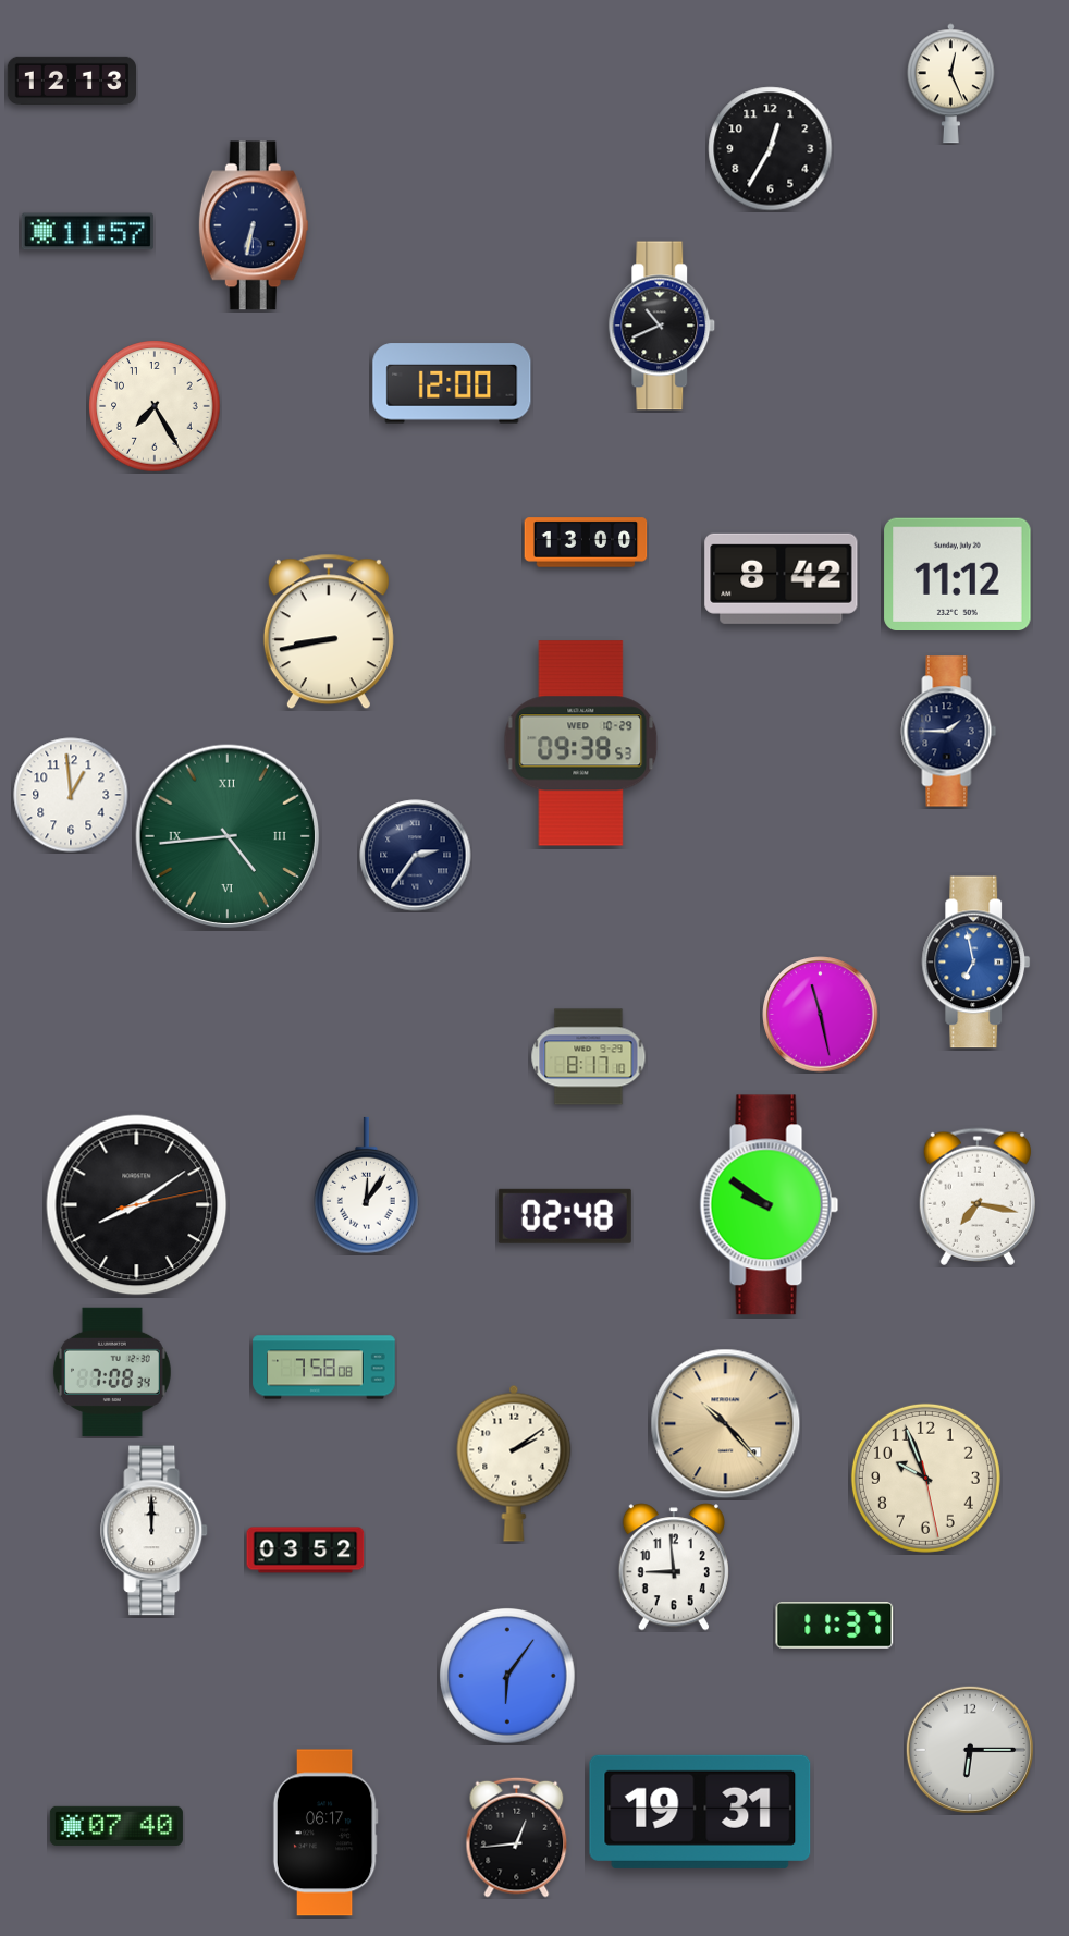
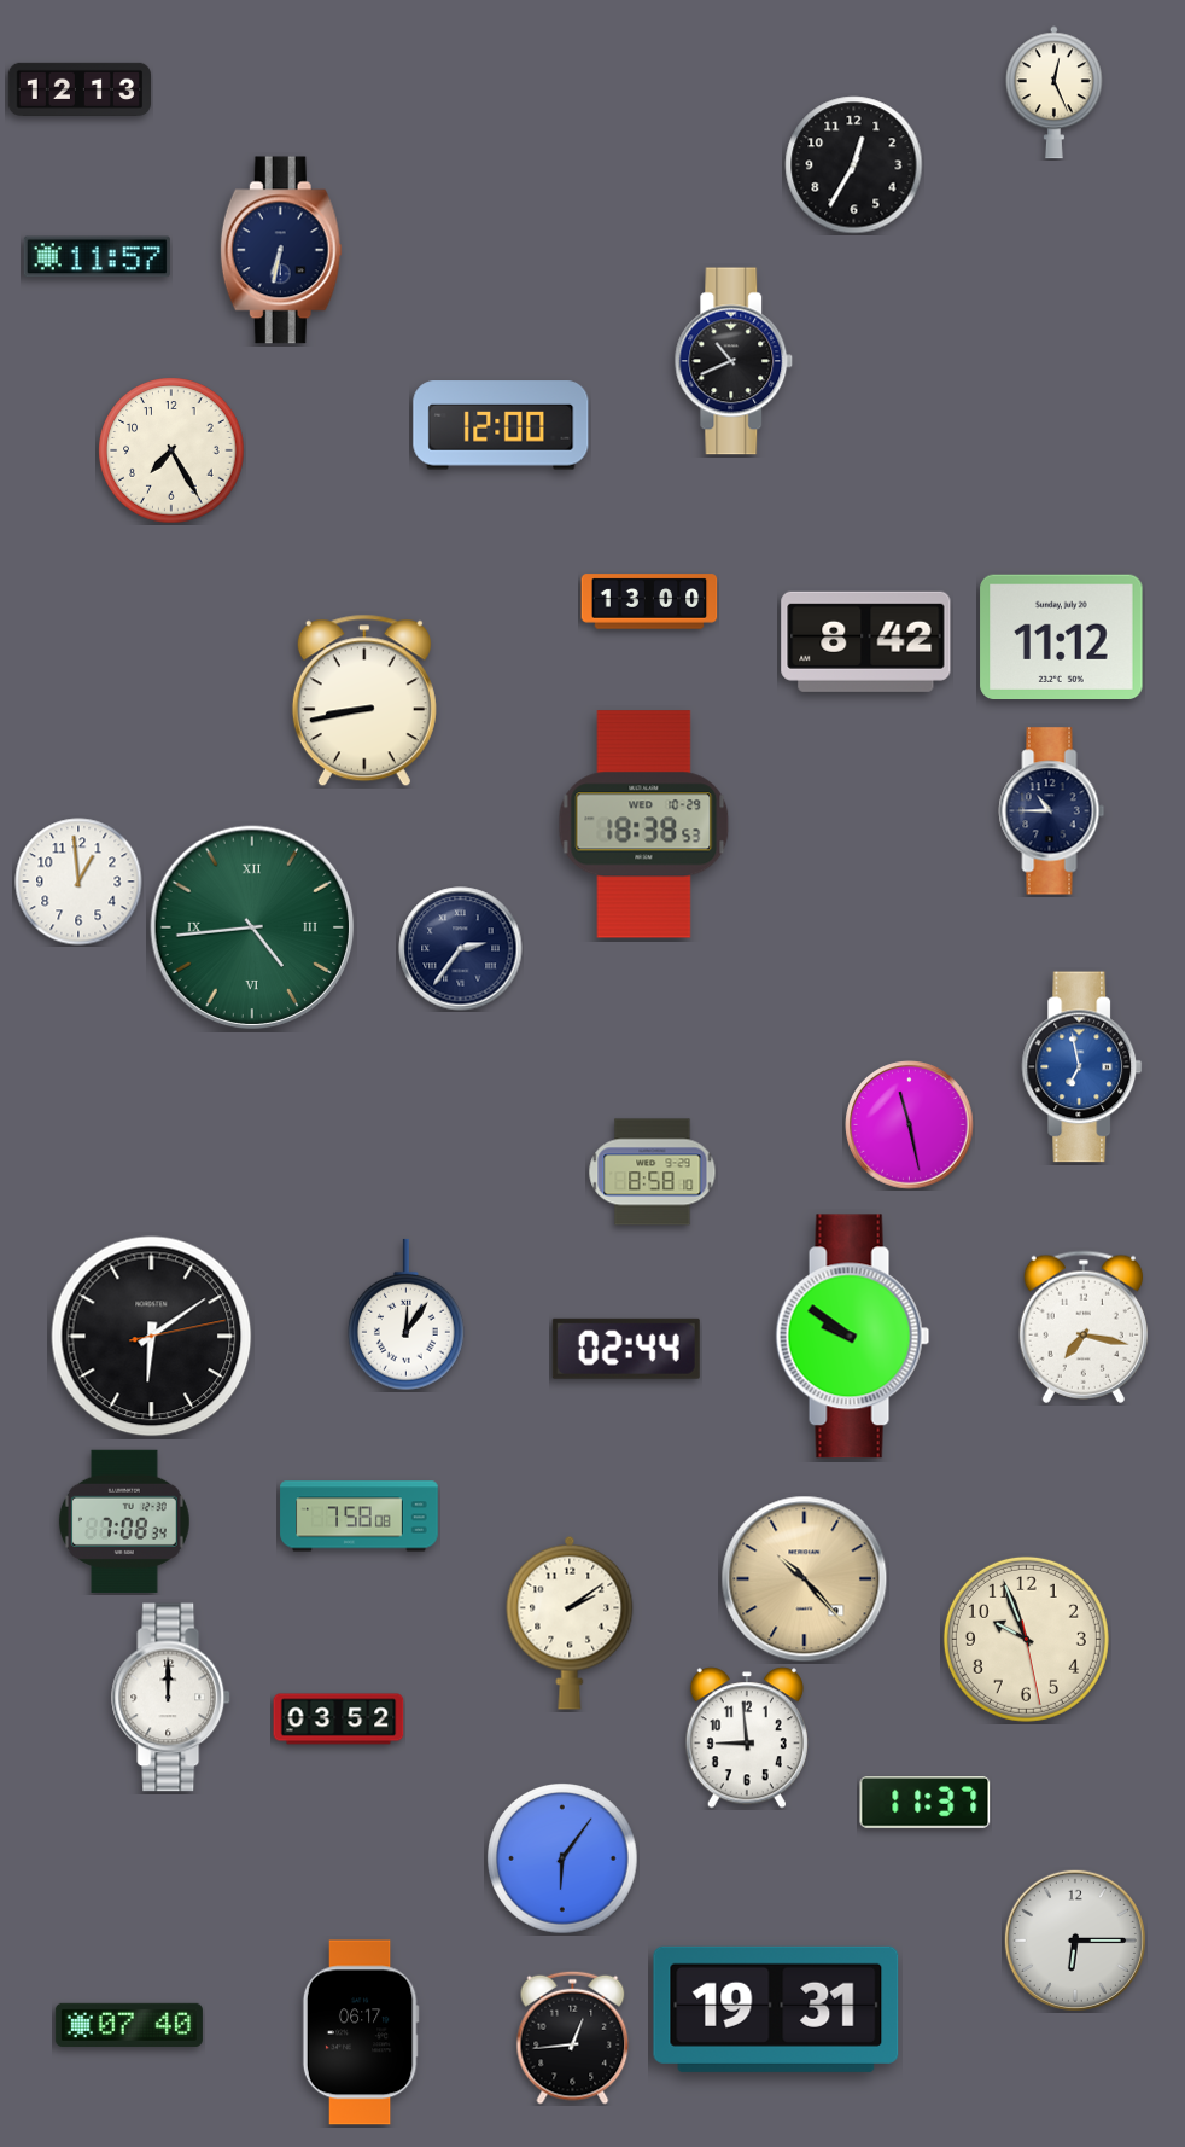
clock at (949, 732): 1:45 -> 10:45
clock at (581, 744): 09:38 -> 18:38
clock at (589, 1057): 8:17 -> 8:58
clock at (137, 1205): 8:09 -> 6:09
clock at (565, 1216): 02:48 -> 02:44
